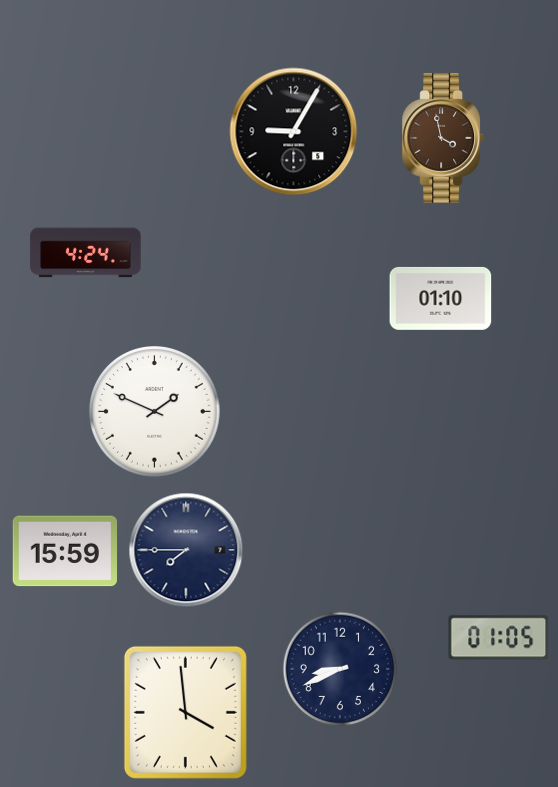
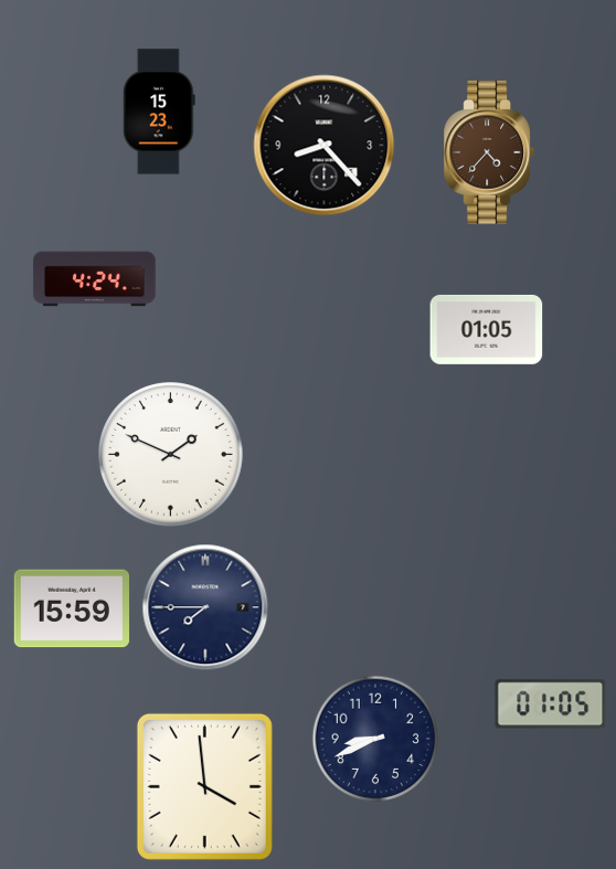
clock at (159, 112): none -> 15:23
clock at (294, 132): 9:05 -> 8:23
clock at (442, 138): 3:58 -> 4:37
clock at (441, 298): 01:10 -> 01:05
